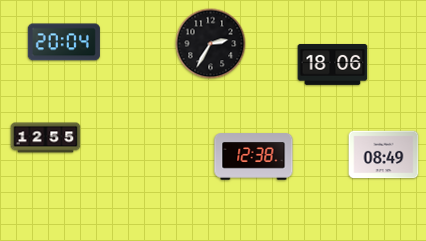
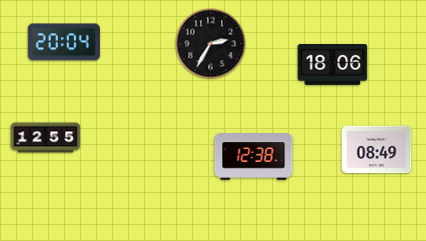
clock at (384, 155) position: (384, 155) -> (377, 150)
